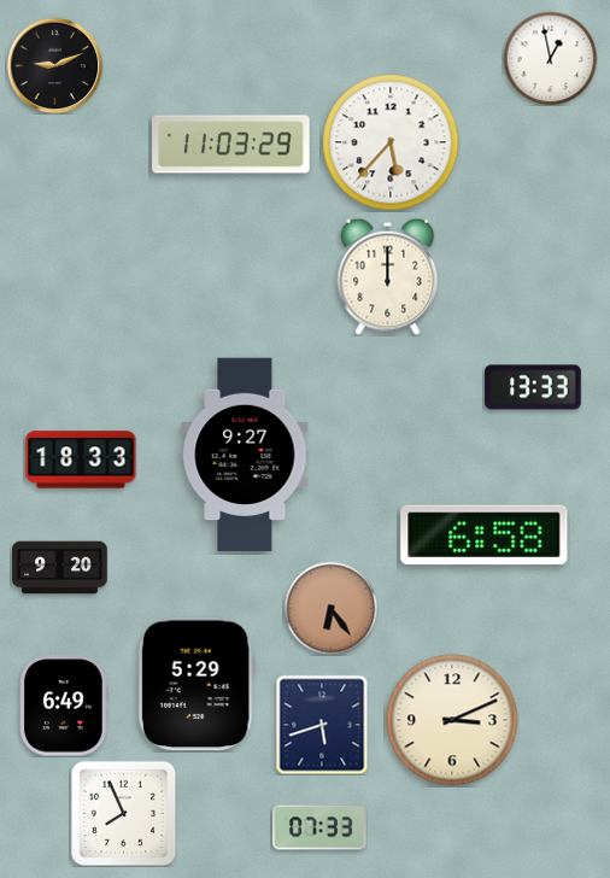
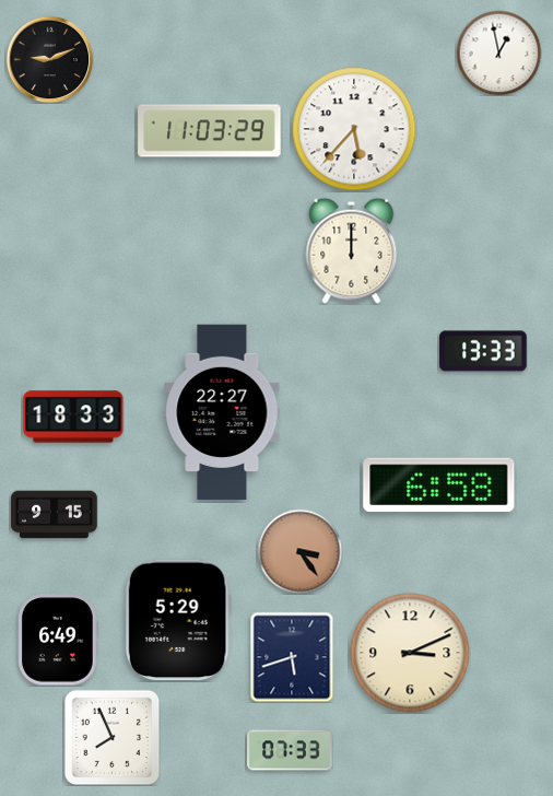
clock at (245, 455): 9:27 -> 22:27
clock at (60, 568): 9:20 -> 9:15
clock at (330, 608): 6:24 -> 3:24
